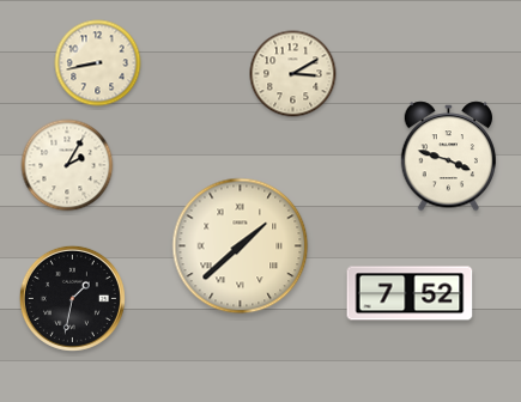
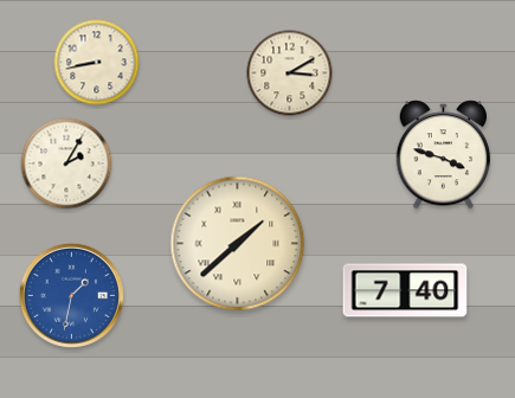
clock at (410, 293): 7:52 -> 7:40
clock at (72, 298) dial: black -> blue
